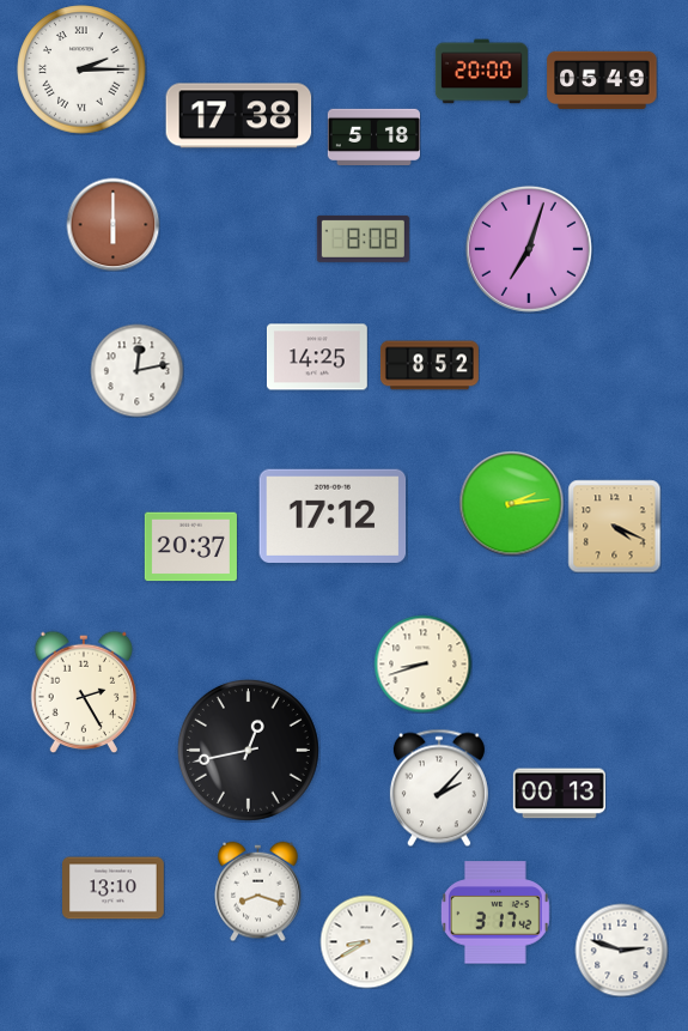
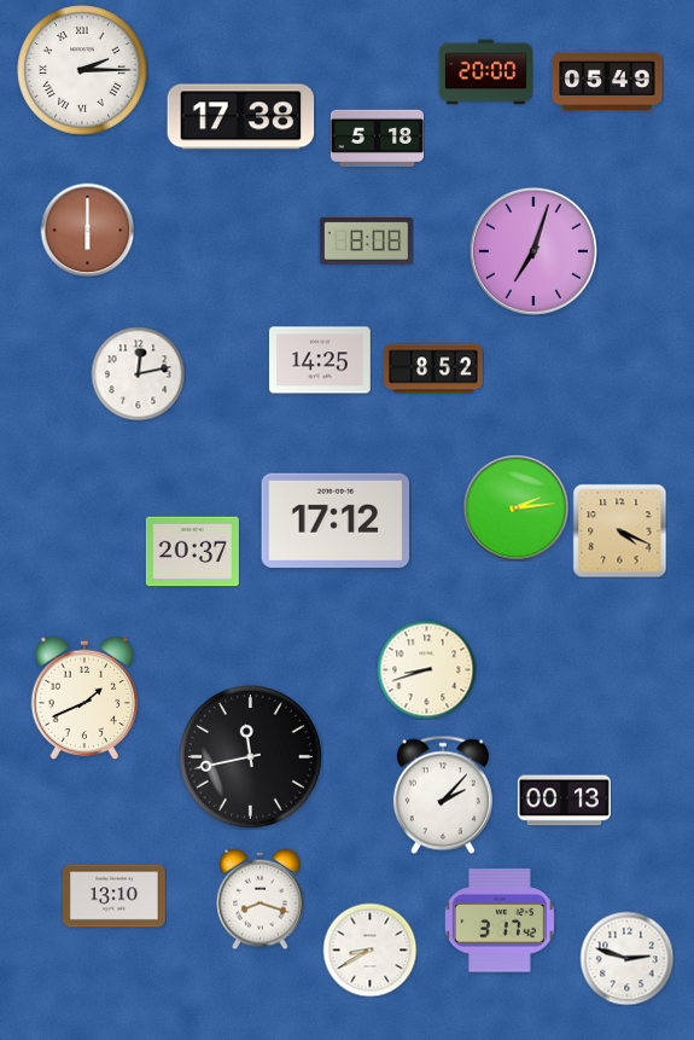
clock at (112, 224) position: (112, 224) -> (87, 230)
clock at (84, 692): 2:25 -> 1:41
clock at (248, 750): 12:43 -> 11:43
